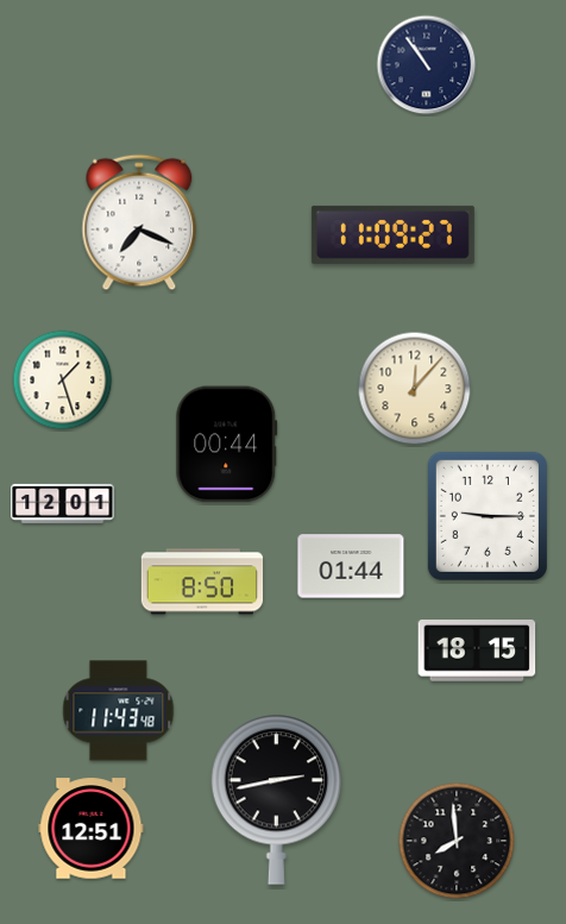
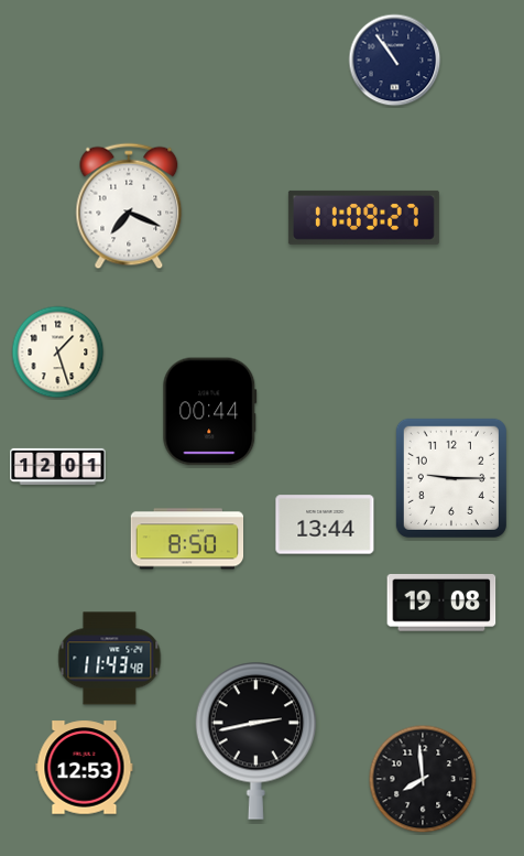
clock at (415, 389): 12:07 -> none
clock at (351, 566): 01:44 -> 13:44
clock at (477, 652): 18:15 -> 19:08
clock at (92, 829): 12:51 -> 12:53
